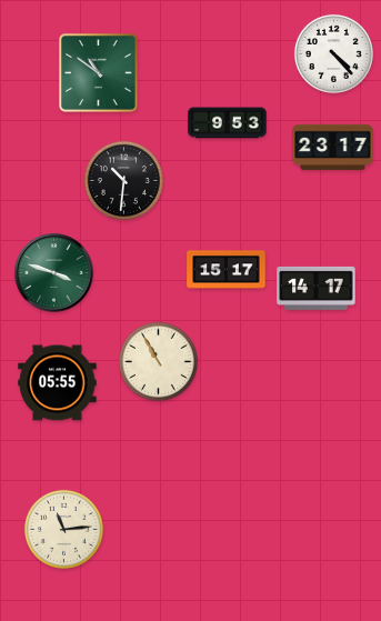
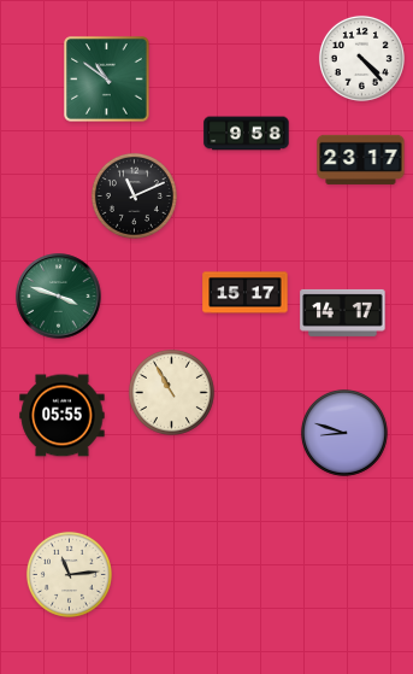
clock at (228, 123): 9:53 -> 9:58
clock at (123, 180): 10:31 -> 11:11
clock at (344, 433): none -> 8:48
